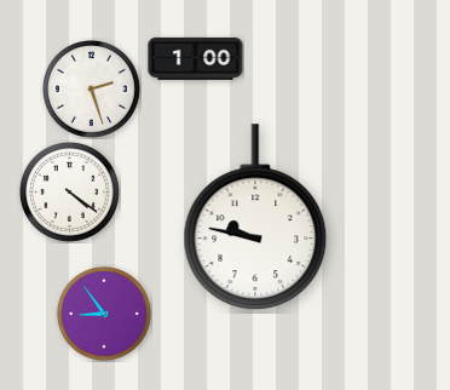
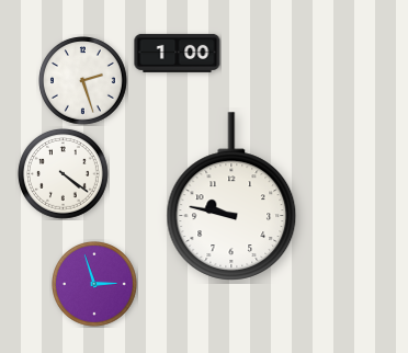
clock at (105, 315): 8:54 -> 2:57
